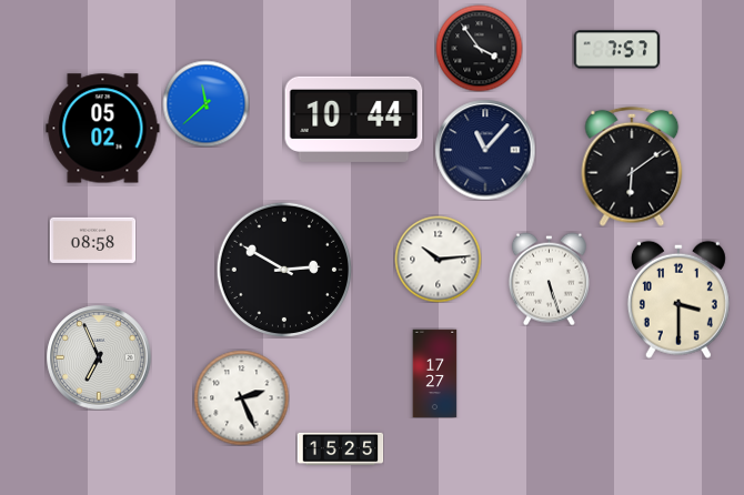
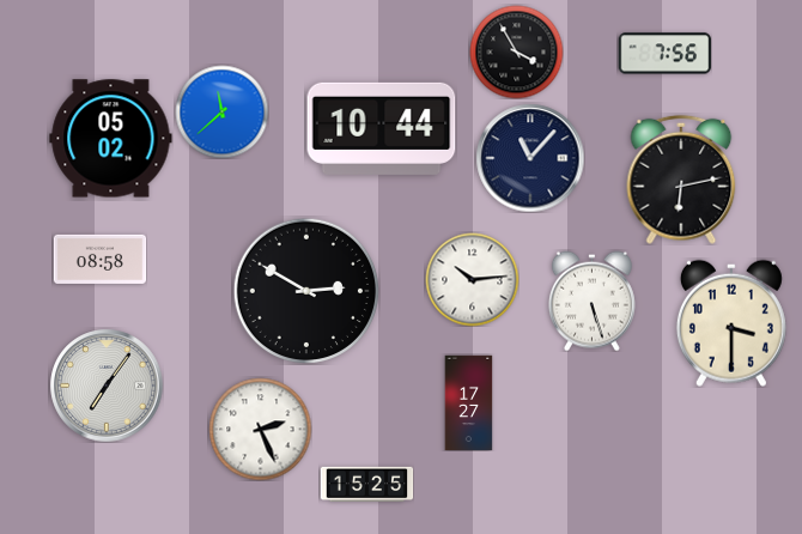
clock at (479, 48): 3:54 -> 3:55
clock at (616, 50): 7:57 -> 7:56
clock at (485, 150) position: (485, 150) -> (530, 158)
clock at (632, 166): 6:09 -> 6:13
clock at (99, 357): 6:56 -> 7:06
